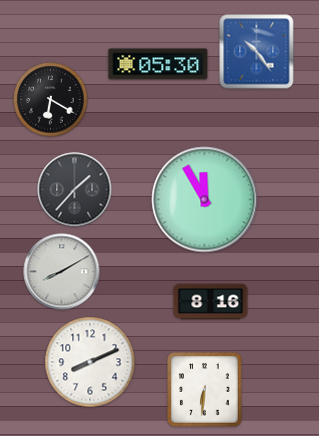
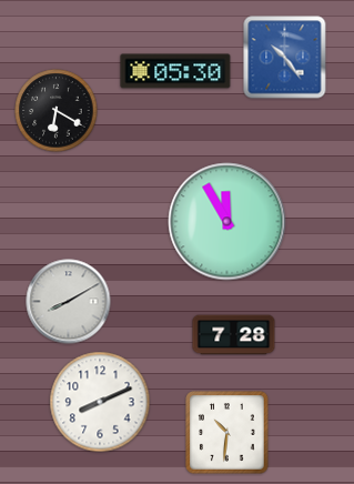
clock at (75, 190): 1:37 -> none
clock at (211, 302): 8:16 -> 7:28
clock at (205, 390): 6:31 -> 10:31
